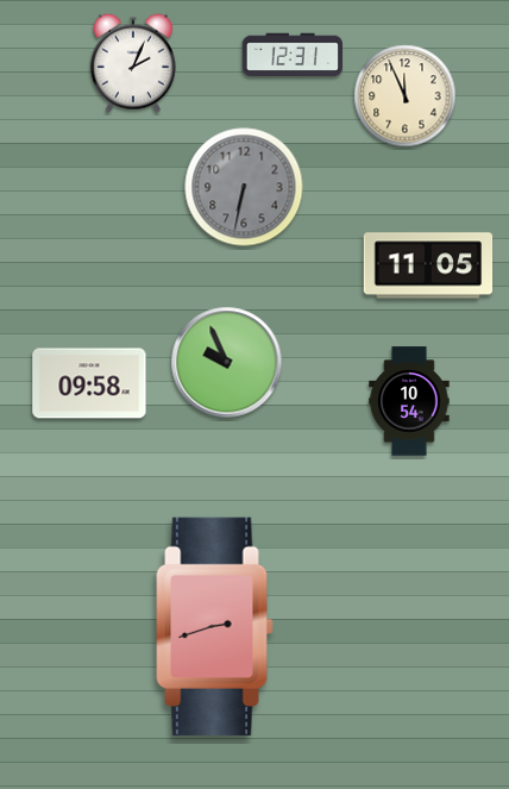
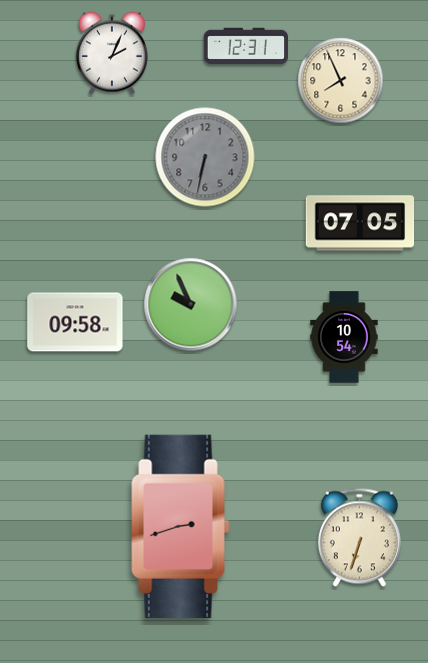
clock at (406, 96): 11:56 -> 7:56
clock at (428, 265): 11:05 -> 07:05
clock at (359, 538): none -> 6:33
